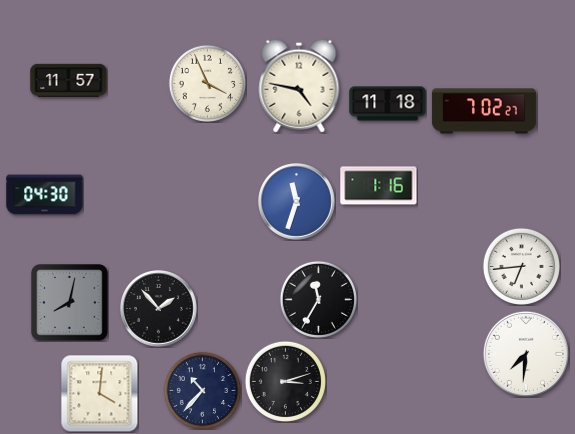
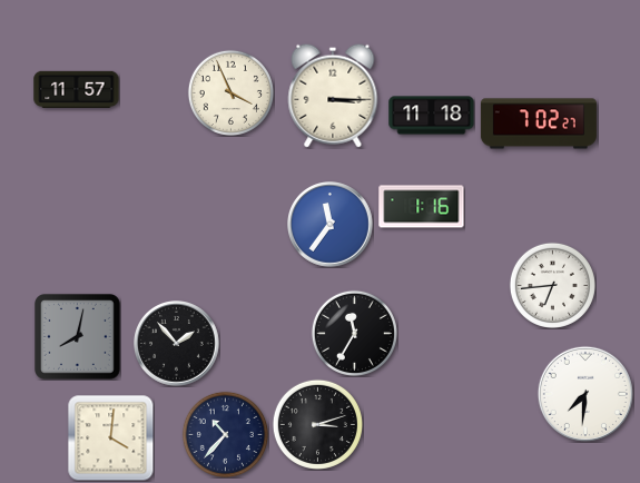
clock at (299, 86): 4:47 -> 3:15
clock at (45, 195): 04:30 -> none
clock at (297, 202): 11:33 -> 11:36
clock at (521, 266) position: (521, 266) -> (552, 285)
